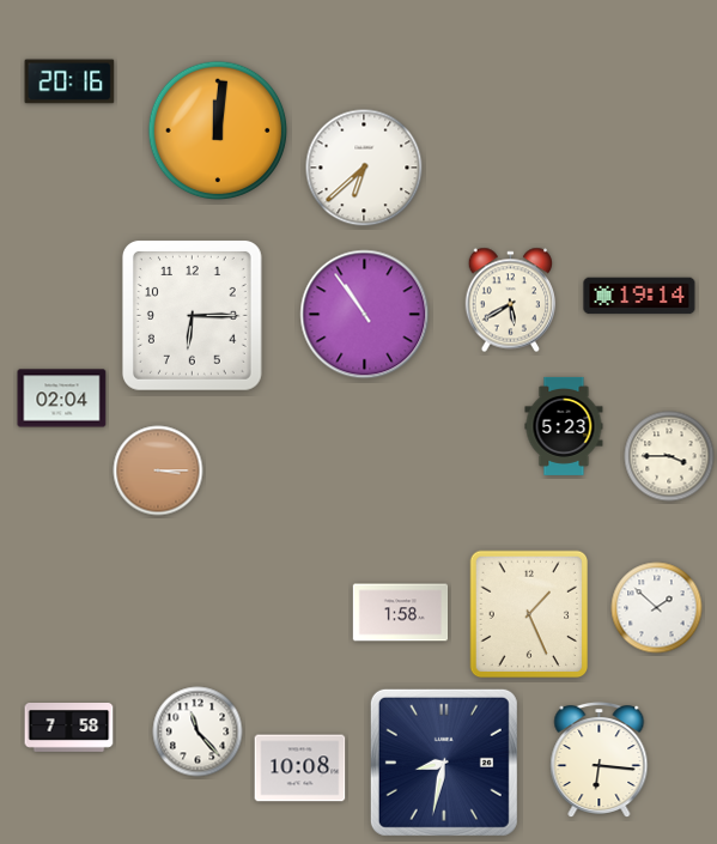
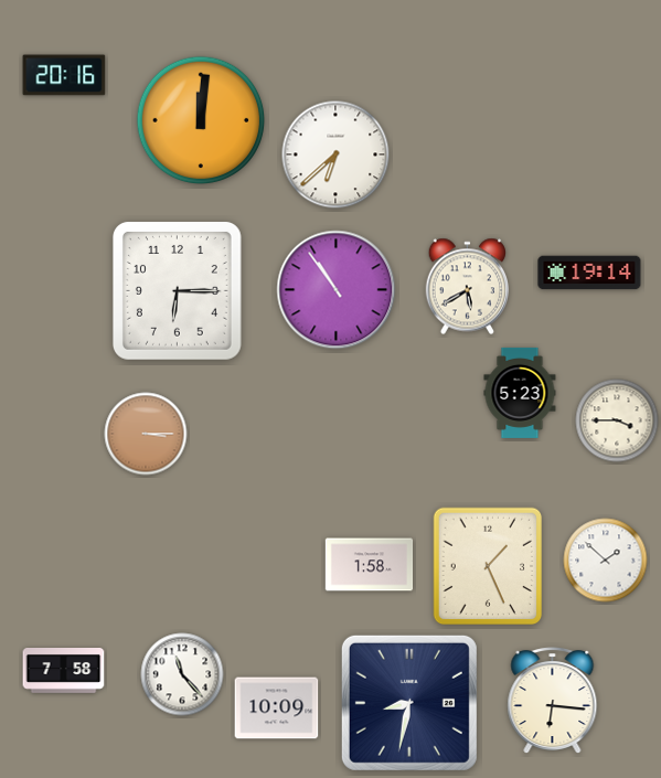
clock at (511, 300) position: (511, 300) -> (468, 287)
clock at (62, 399): 02:04 -> none
clock at (300, 769): 10:08 -> 10:09
